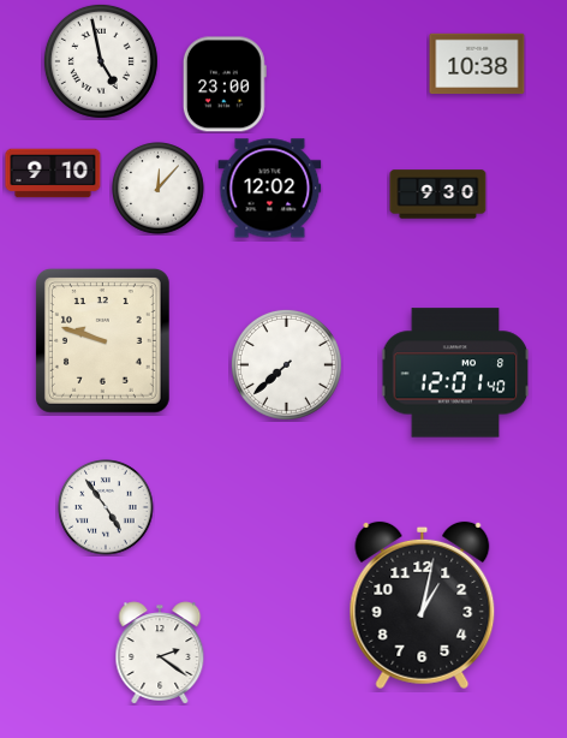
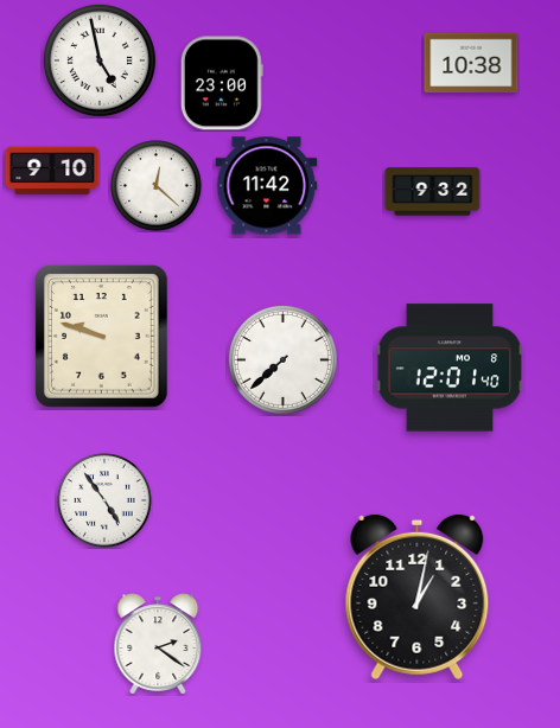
clock at (159, 189): 12:07 -> 12:22
clock at (270, 189): 12:02 -> 11:42
clock at (438, 195): 9:30 -> 9:32
